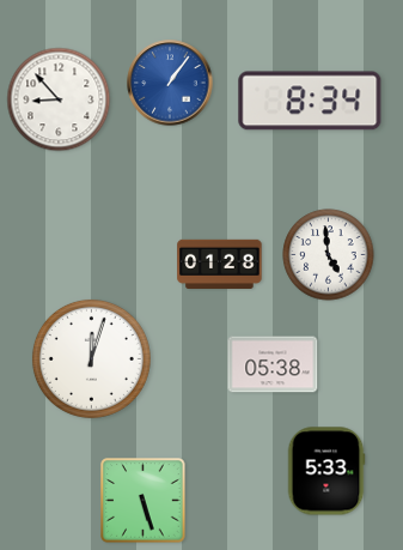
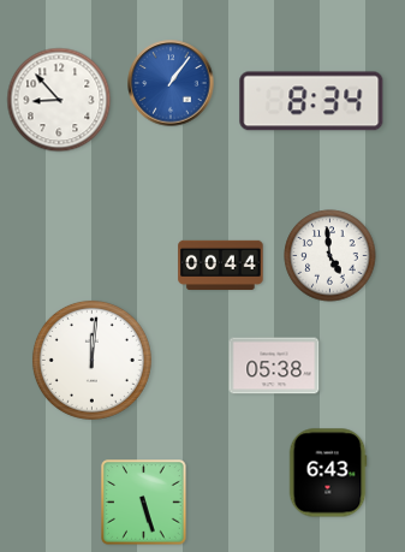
clock at (220, 264): 01:28 -> 00:44
clock at (91, 358): 12:03 -> 12:01
clock at (326, 471): 5:33 -> 6:43
